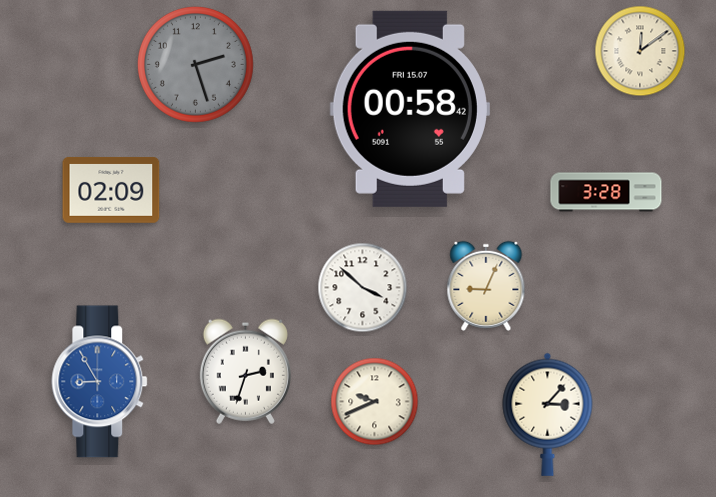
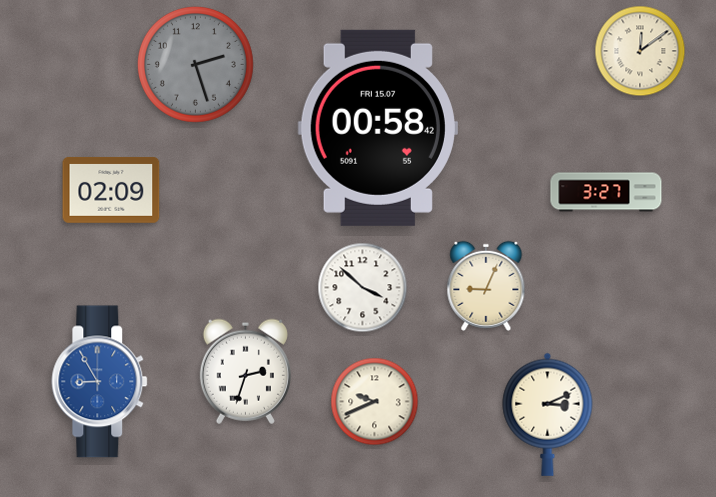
clock at (410, 109) position: (410, 109) -> (378, 128)
clock at (606, 192): 3:28 -> 3:27
clock at (548, 414): 3:07 -> 3:11
